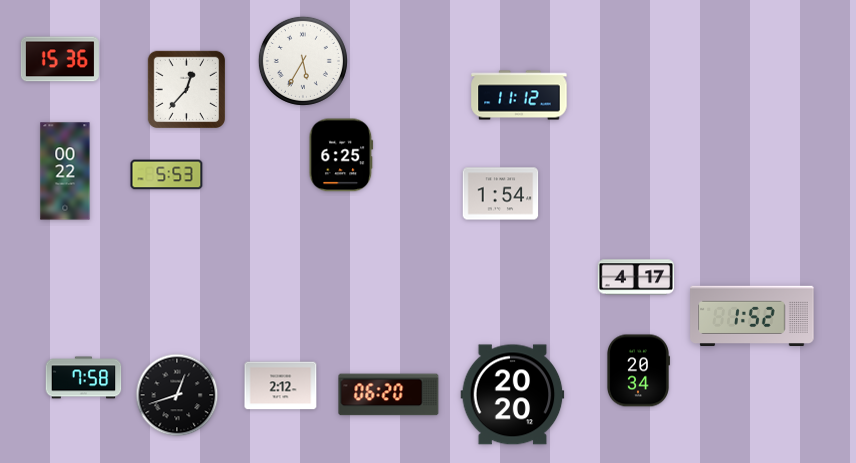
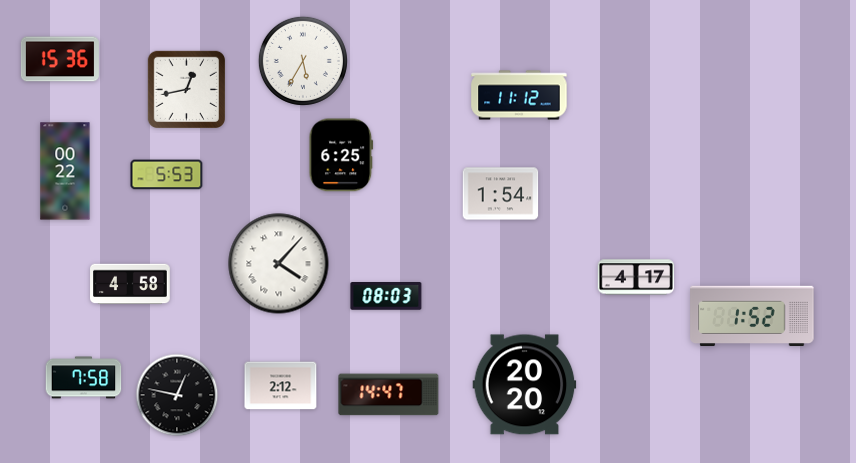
clock at (186, 89): 12:37 -> 12:43
clock at (279, 264): none -> 4:07
clock at (130, 284): none -> 4:58
clock at (386, 296): none -> 08:03
clock at (638, 371): 20:34 -> none
clock at (177, 395): 12:42 -> 12:47
clock at (389, 395): 06:20 -> 14:47
clock at (513, 395) position: (513, 395) -> (525, 385)
